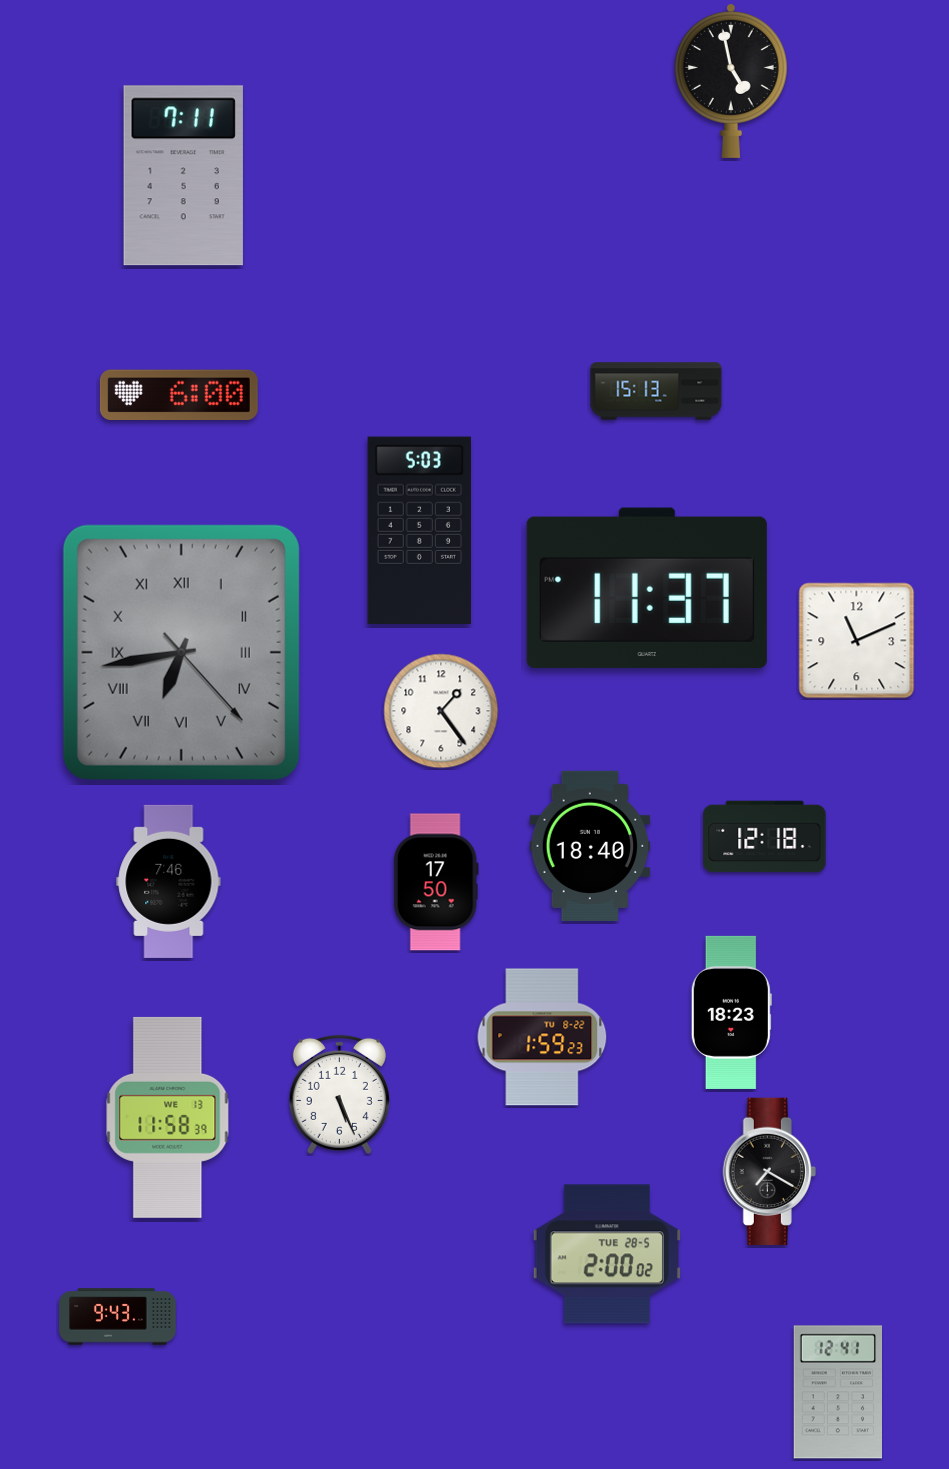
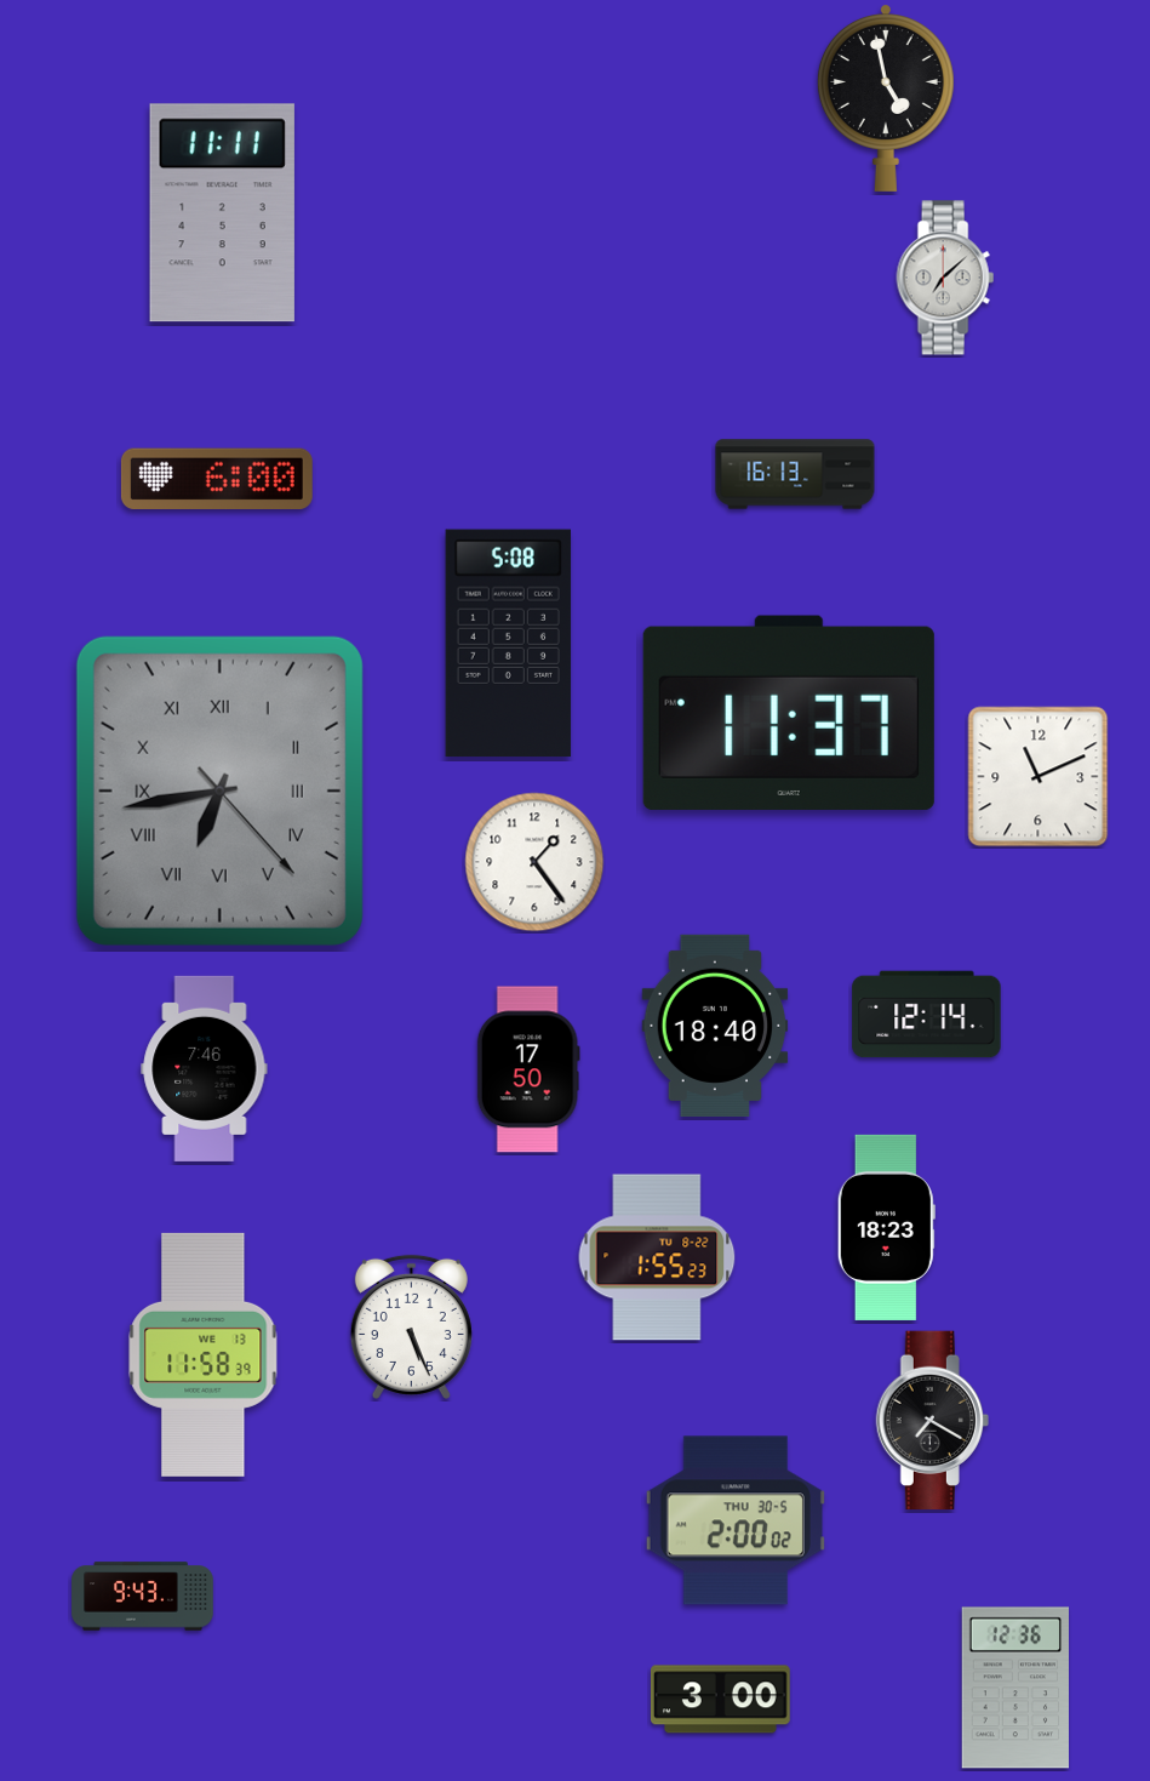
clock at (183, 176): 7:11 -> 11:11
clock at (945, 278): none -> 7:08
clock at (656, 391): 15:13 -> 16:13
clock at (419, 531): 5:03 -> 5:08
clock at (647, 588) position: (647, 588) -> (789, 713)
clock at (765, 837): 12:18 -> 12:14
clock at (542, 1037): 1:59 -> 1:55
clock at (607, 1254) date: TUE 28-5 -> THU 30-5
clock at (837, 1392): 12:41 -> 12:36
clock at (720, 1700): none -> 3:00
